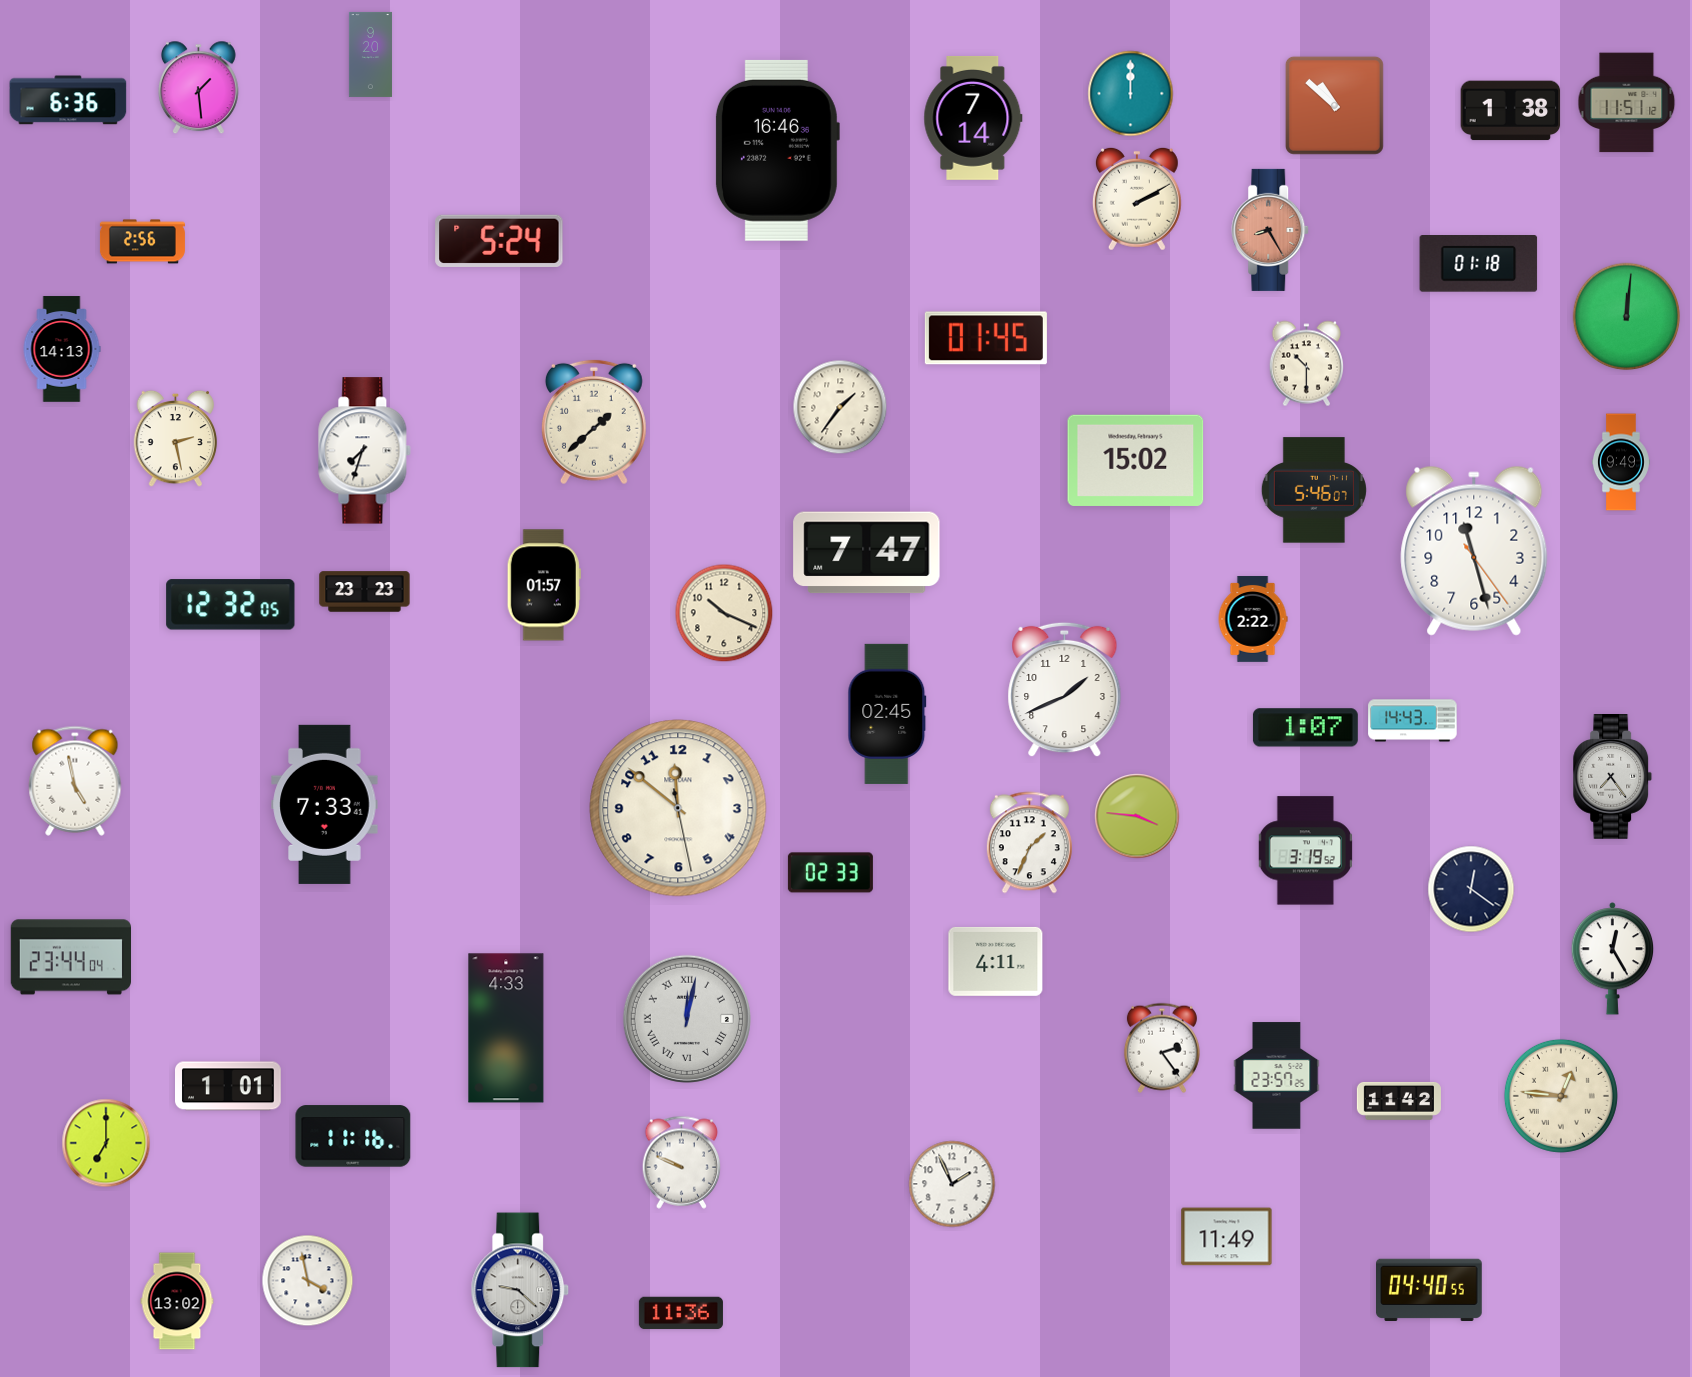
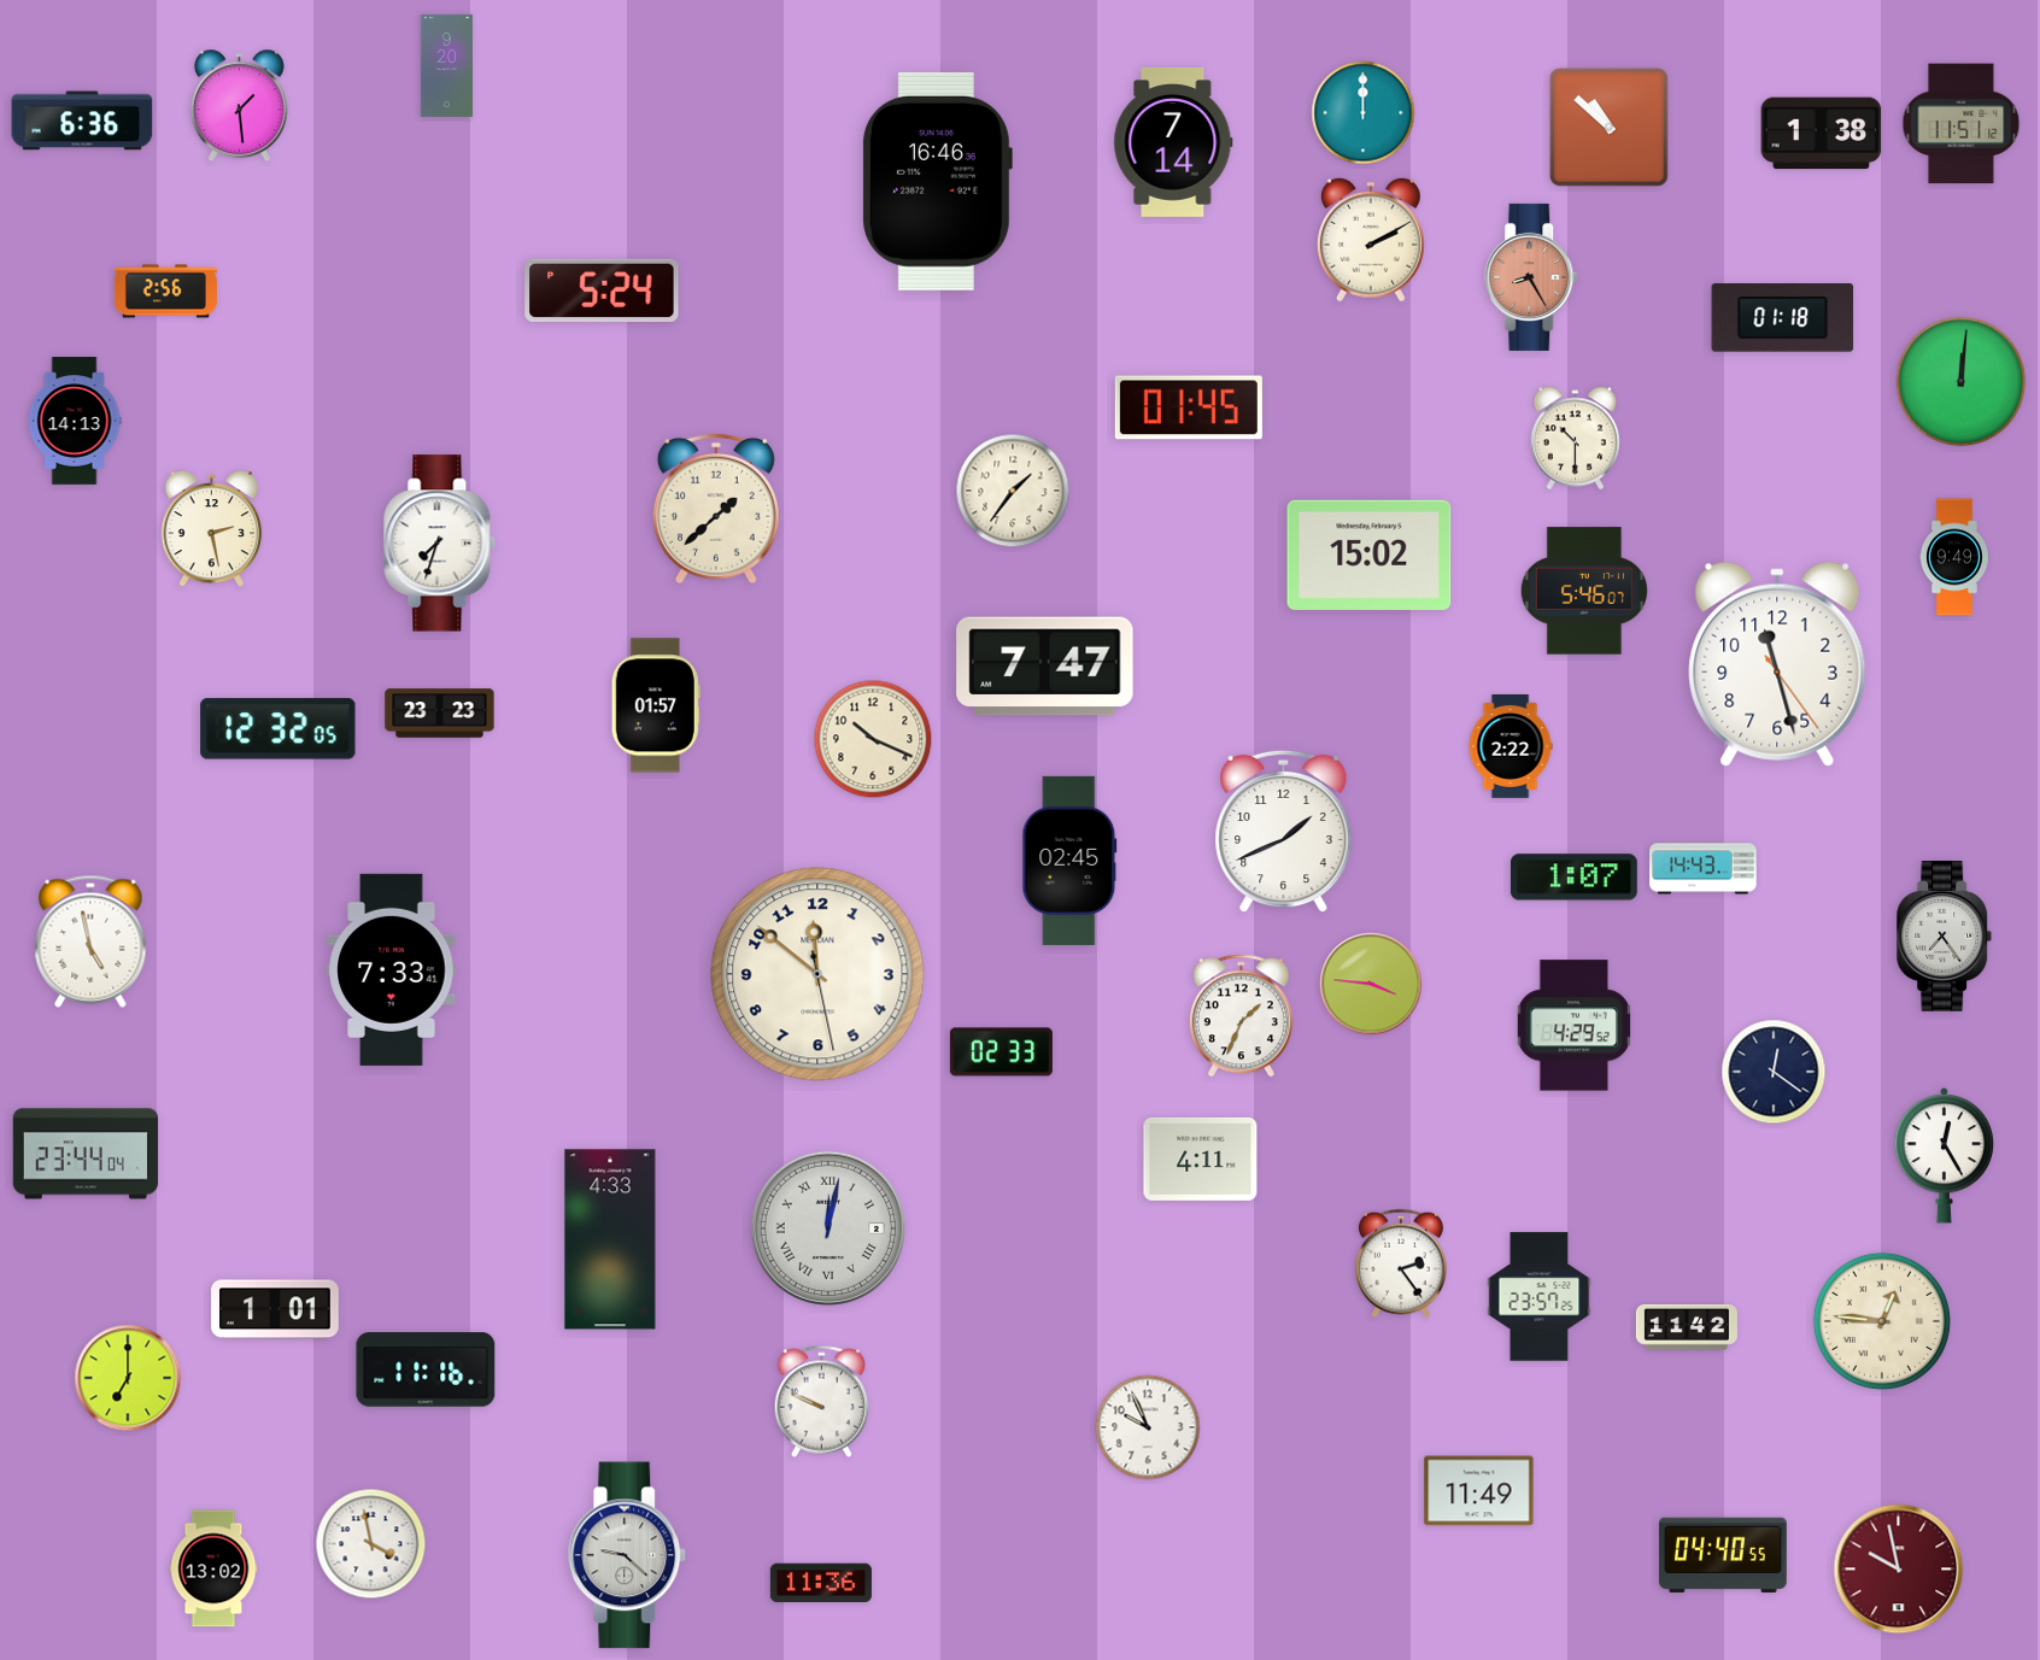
clock at (142, 242) position: (142, 242) -> (165, 292)
clock at (1305, 851): 3:19 -> 4:29
clock at (952, 1184): 1:56 -> 9:56
clock at (1899, 1570): none -> 9:58
